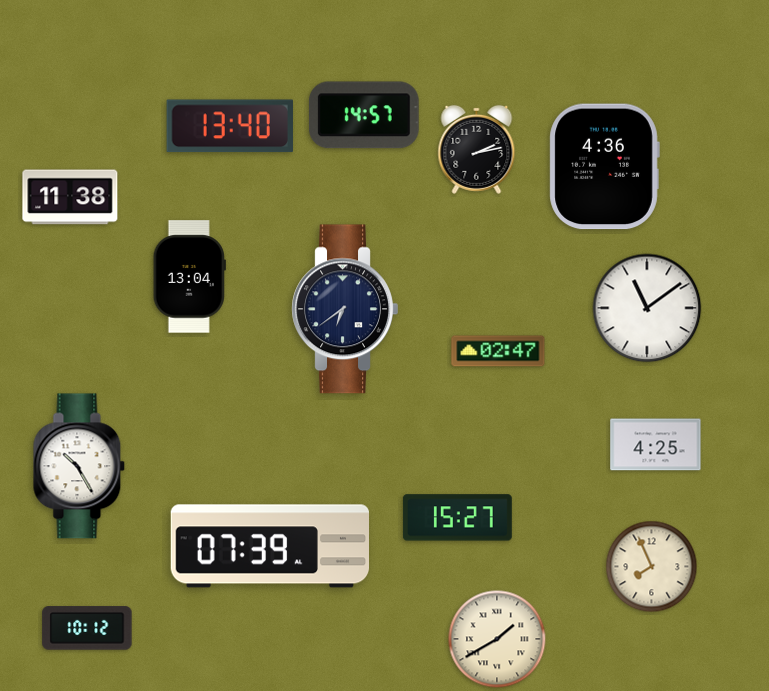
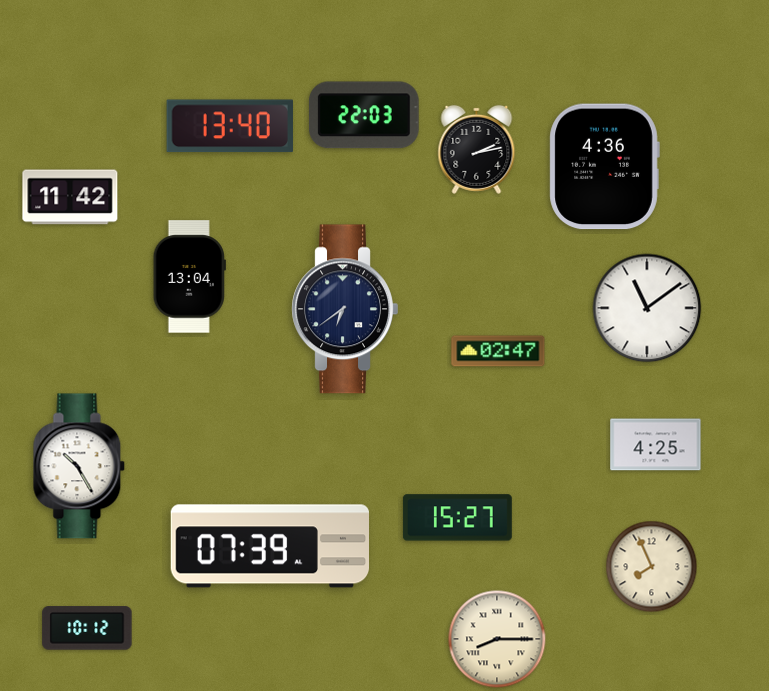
clock at (364, 115): 14:57 -> 22:03
clock at (70, 197): 11:38 -> 11:42
clock at (497, 639): 1:40 -> 8:15
